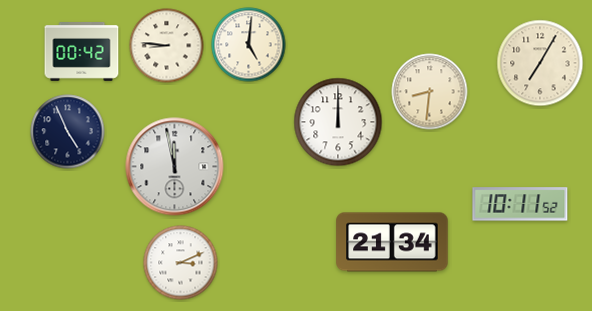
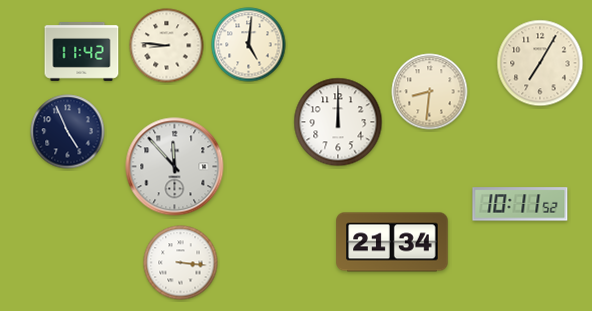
clock at (82, 52): 00:42 -> 11:42
clock at (175, 167): 11:58 -> 11:53
clock at (181, 263): 3:11 -> 3:16
